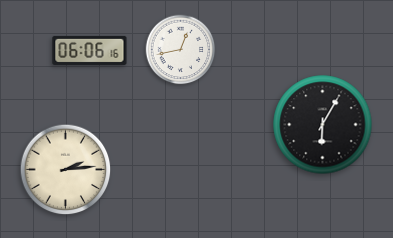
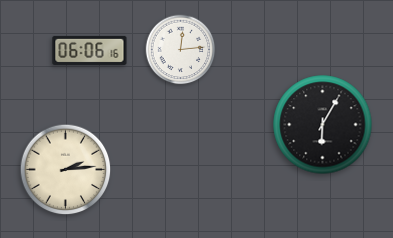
clock at (181, 50): 12:43 -> 12:14
